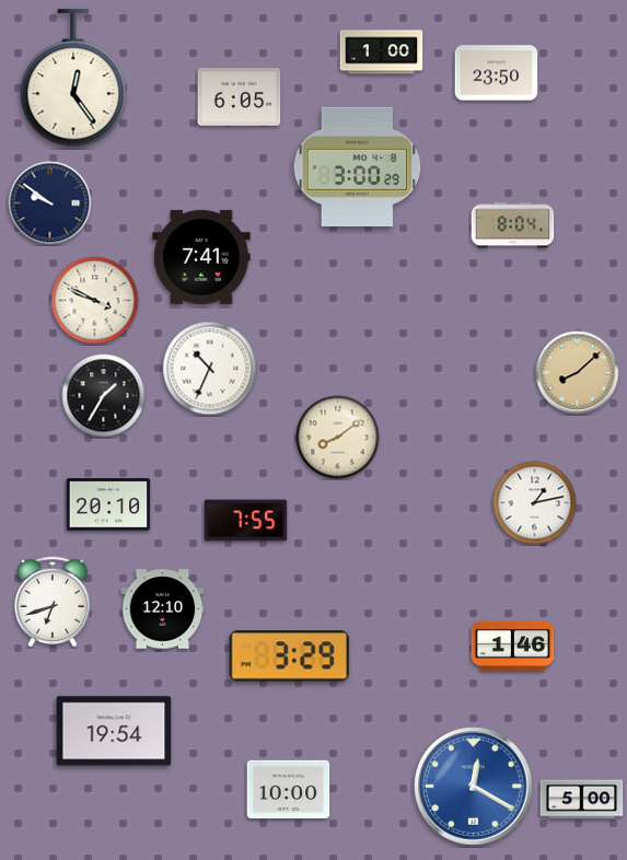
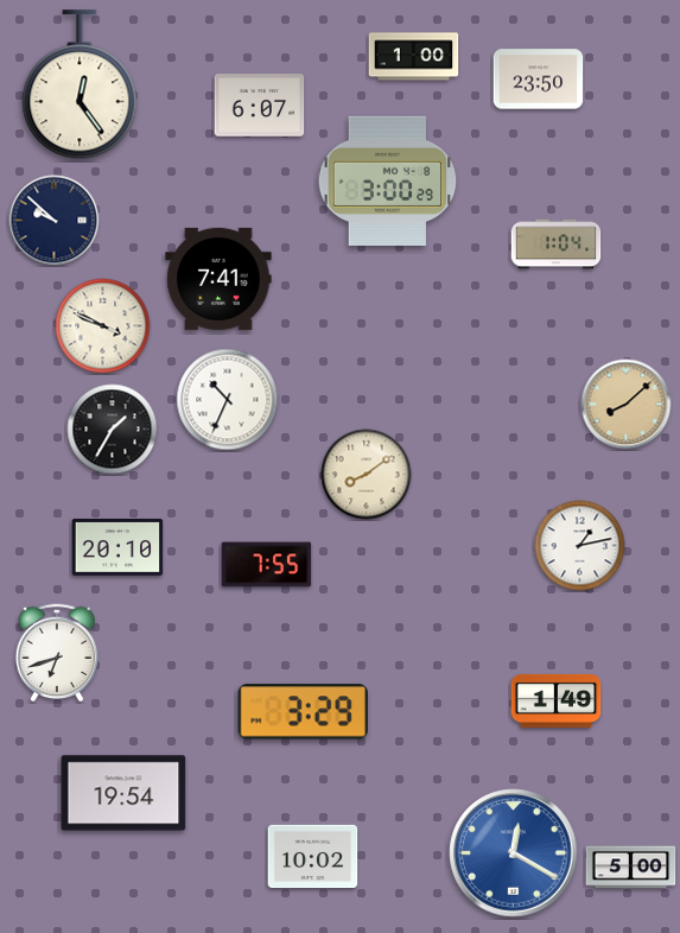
clock at (240, 97): 6:05 -> 6:07
clock at (50, 204): 9:51 -> 9:52
clock at (513, 225): 8:04 -> 1:04
clock at (163, 609): 12:10 -> none
clock at (513, 646): 1:46 -> 1:49
clock at (289, 656) position: (289, 656) -> (303, 712)
clock at (289, 790): 10:00 -> 10:02
